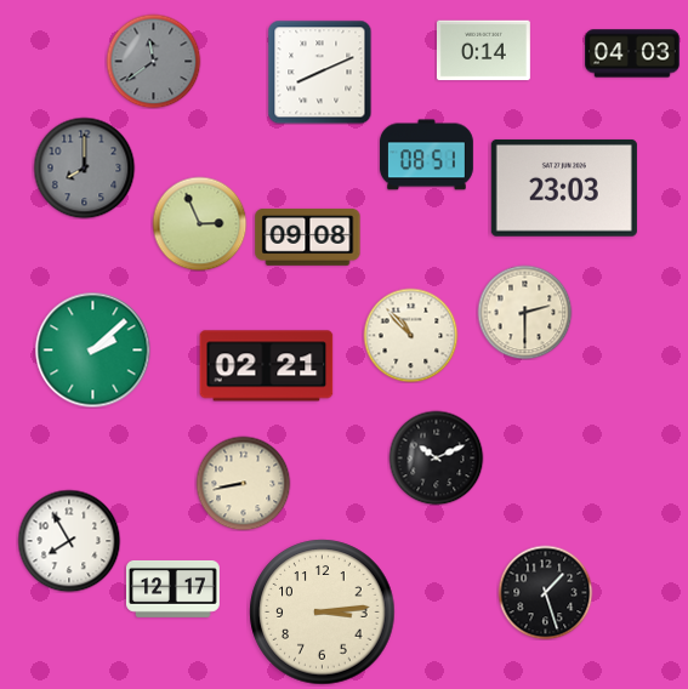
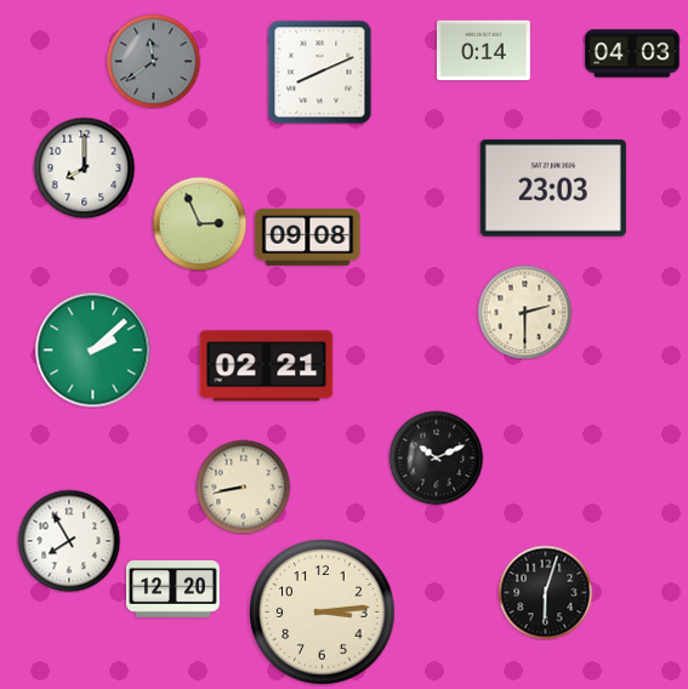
clock at (426, 155): 08:51 -> none
clock at (84, 167) dial: grey -> white
clock at (564, 188) position: (564, 188) -> (553, 188)
clock at (410, 335): 10:53 -> none
clock at (243, 483) position: (243, 483) -> (243, 486)
clock at (174, 588): 12:17 -> 12:20
clock at (545, 592): 1:27 -> 6:03
